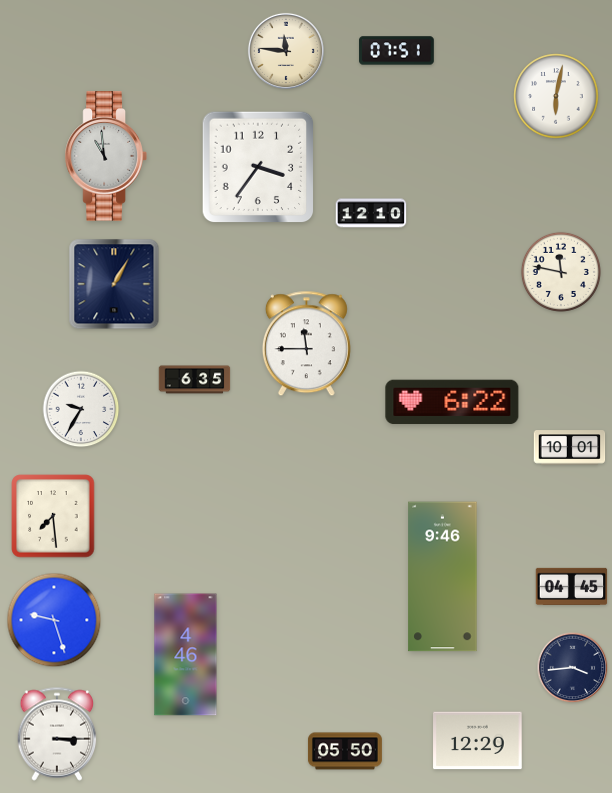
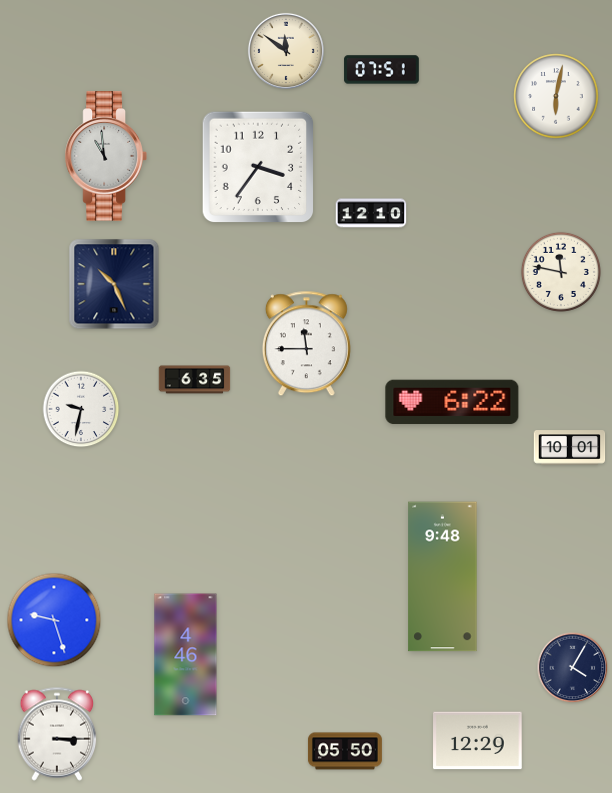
clock at (286, 51): 11:46 -> 11:51
clock at (397, 51) position: (397, 51) -> (382, 70)
clock at (114, 284): 1:05 -> 10:26
clock at (81, 409): 9:35 -> 9:32
clock at (53, 516): 7:29 -> none
clock at (443, 577): 9:46 -> 9:48
clock at (572, 586): 04:45 -> none
clock at (573, 668): 3:44 -> 4:05
